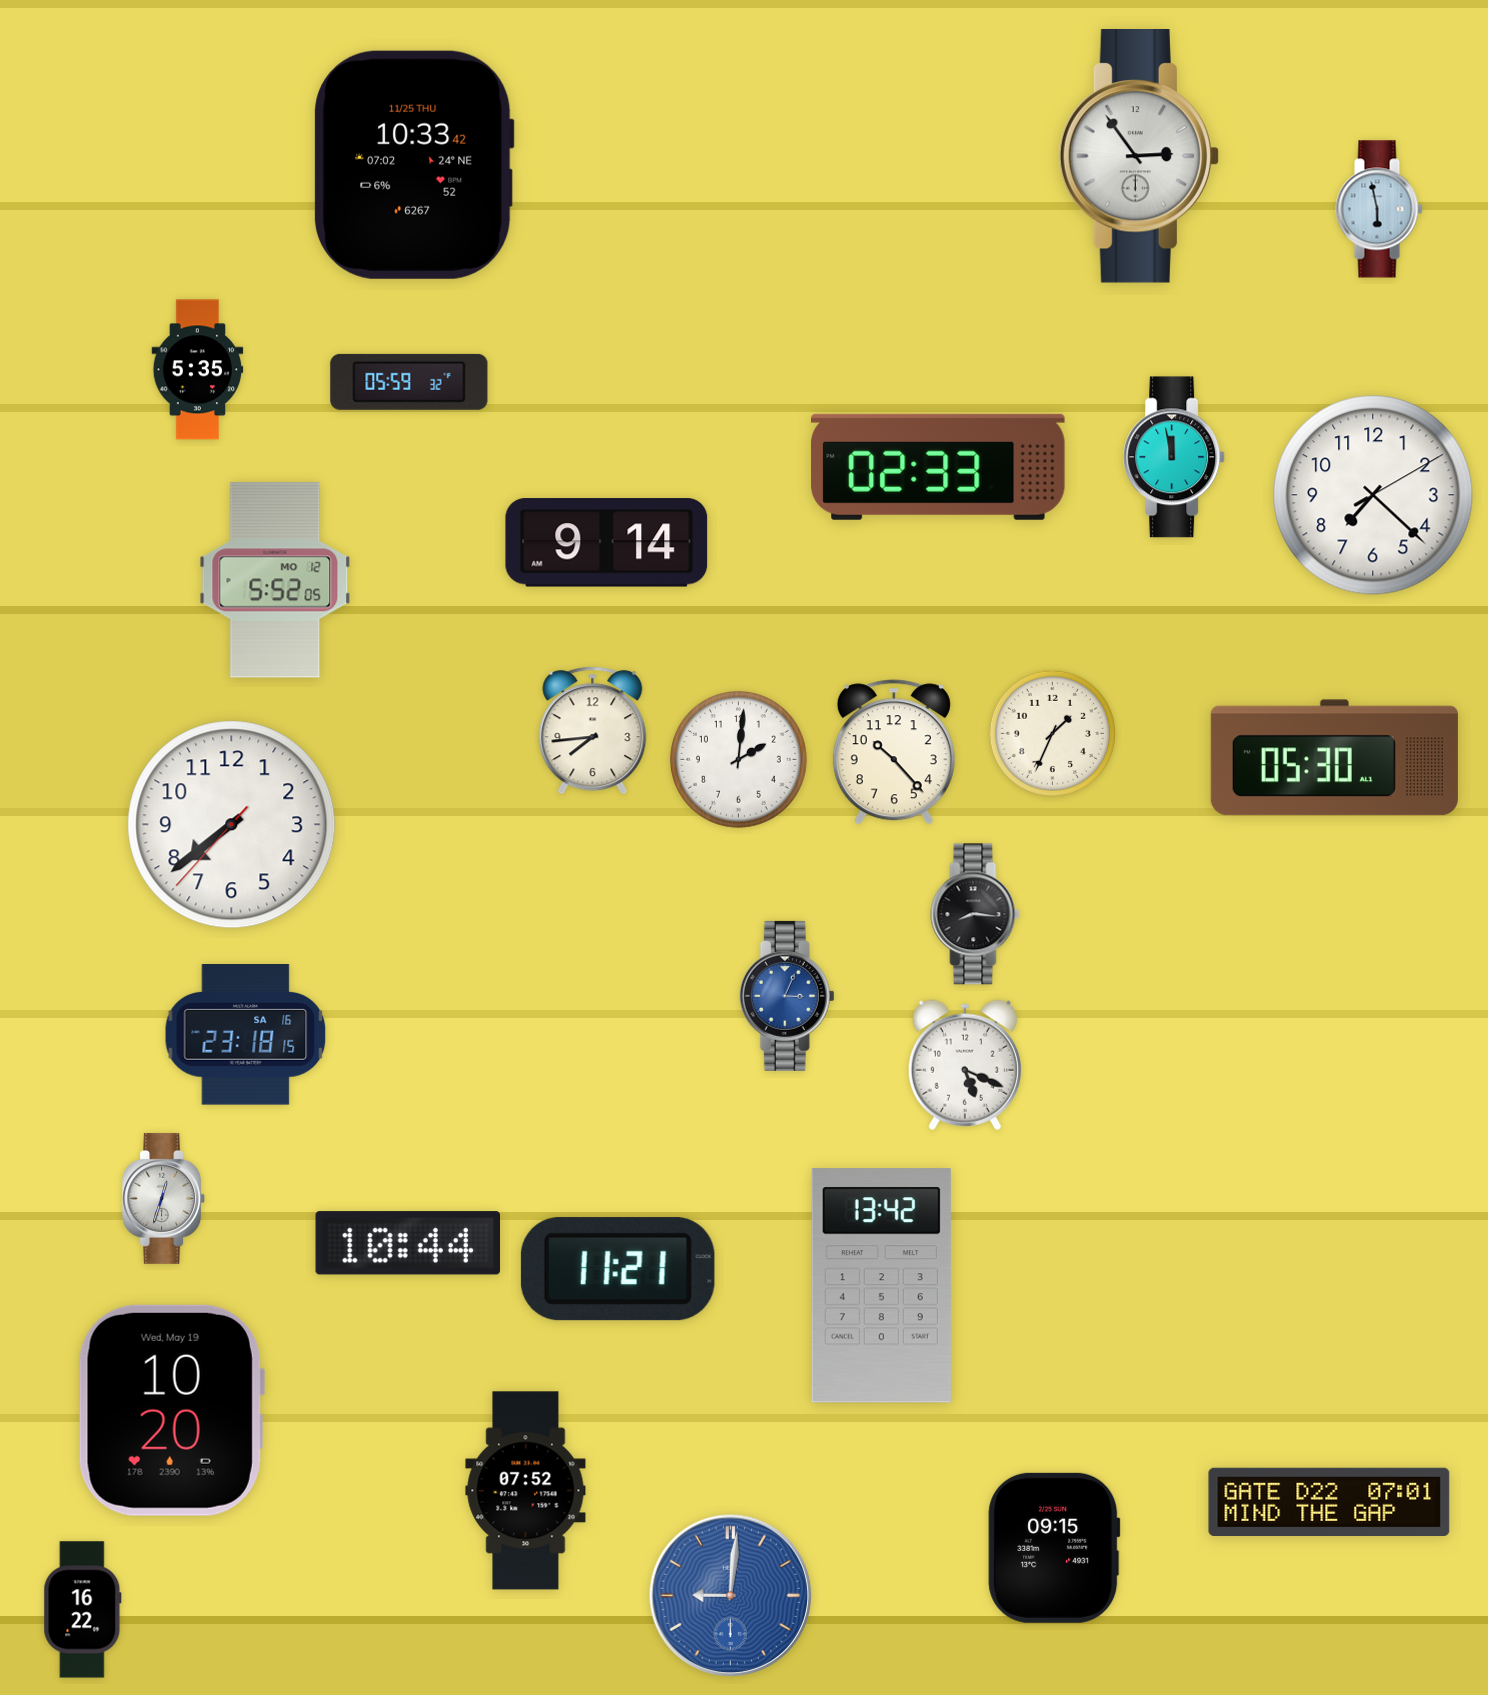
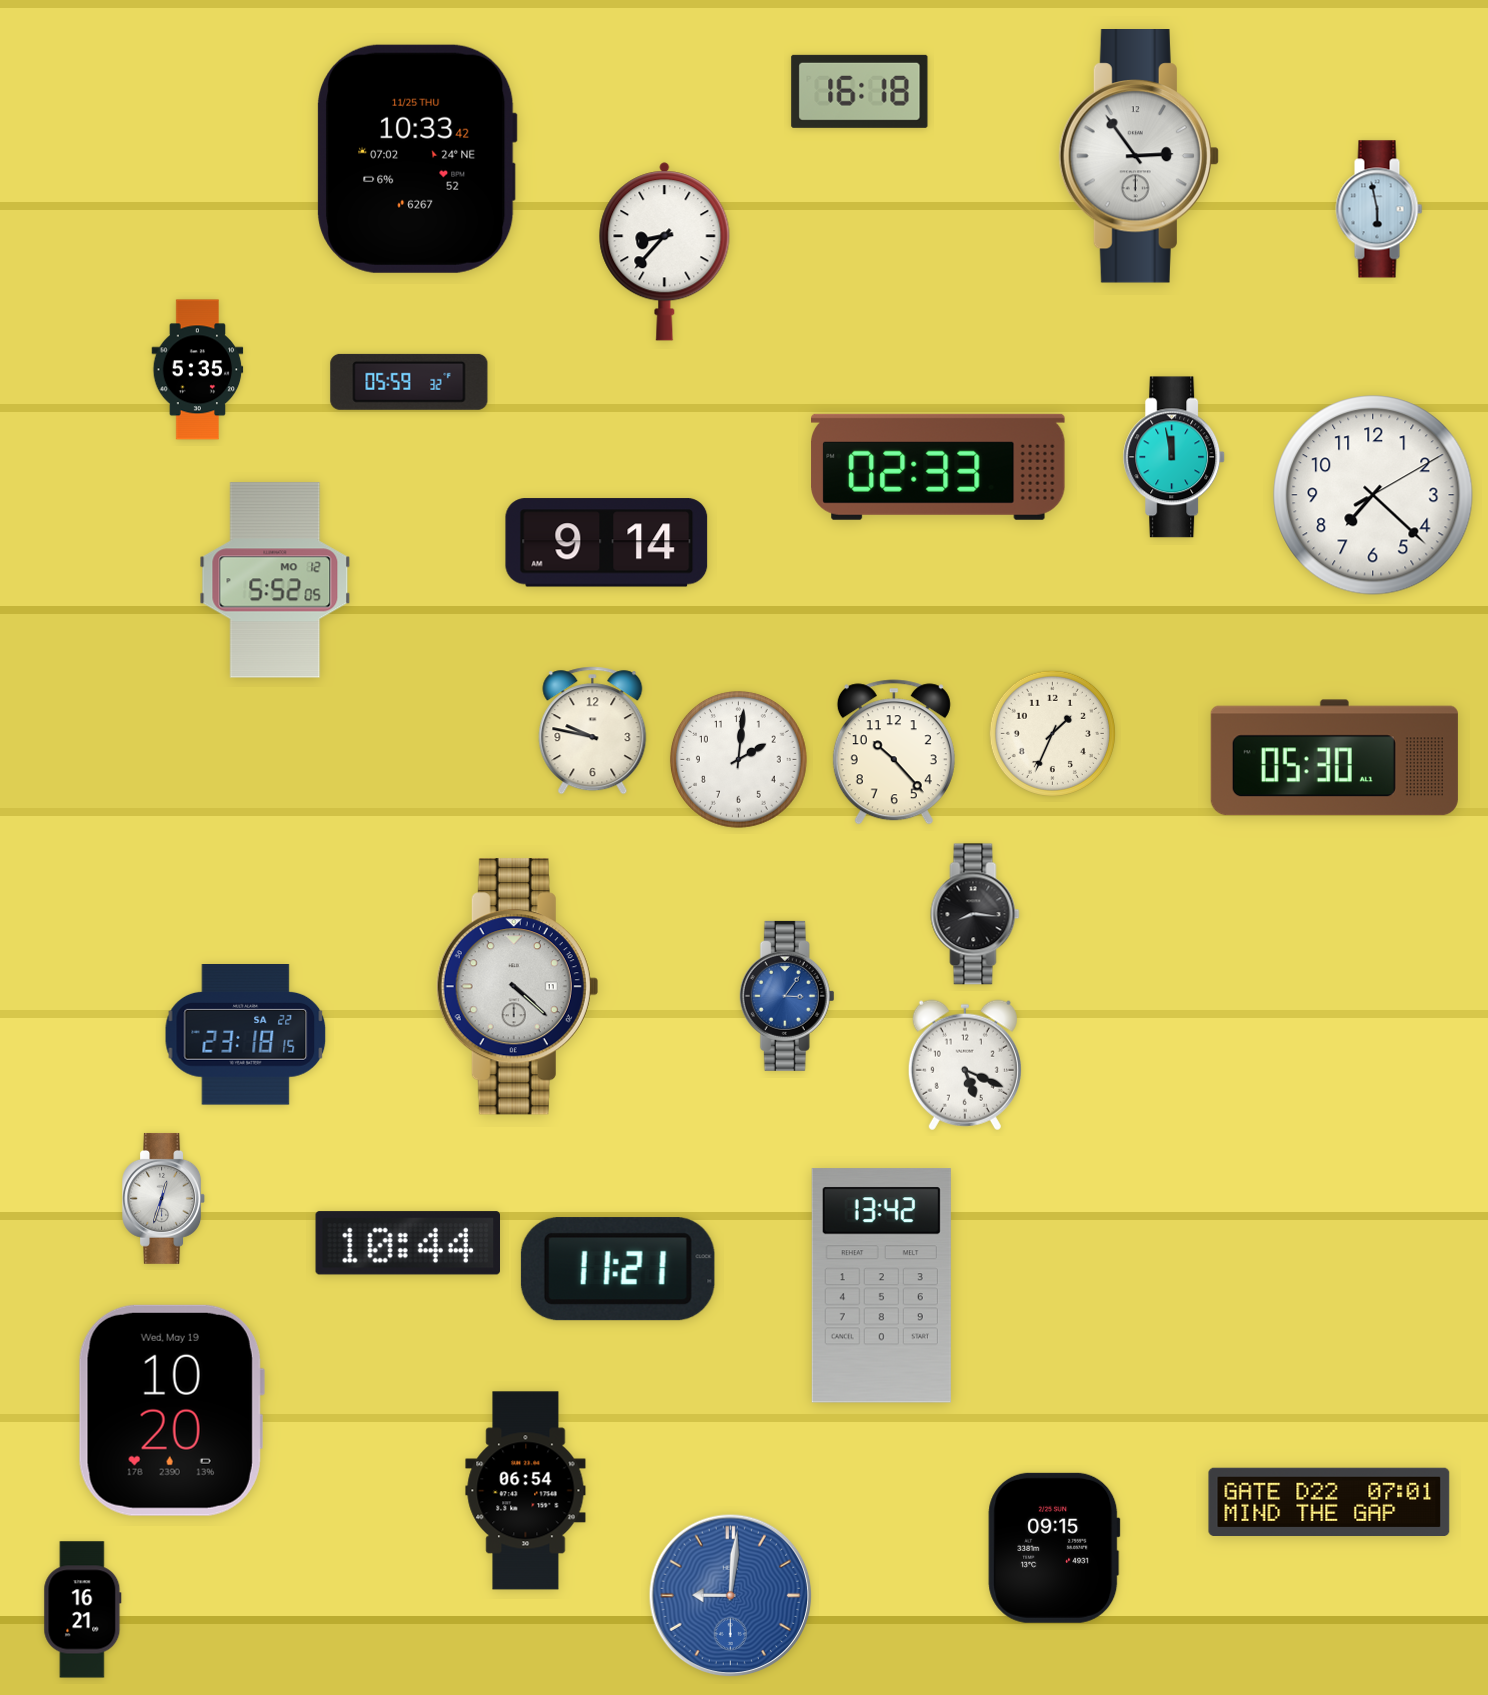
clock at (860, 91): none -> 16:18
clock at (414, 165) position: (414, 165) -> (417, 159)
clock at (665, 252): none -> 8:37
clock at (593, 731): 7:44 -> 9:47
clock at (232, 825): 7:38 -> none
clock at (517, 987): none -> 4:22
clock at (787, 996): 3:04 -> 3:06
clock at (246, 1035) date: SA 16 -> SA 22
clock at (526, 1491): 07:52 -> 06:54
clock at (83, 1610): 16:22 -> 16:21
